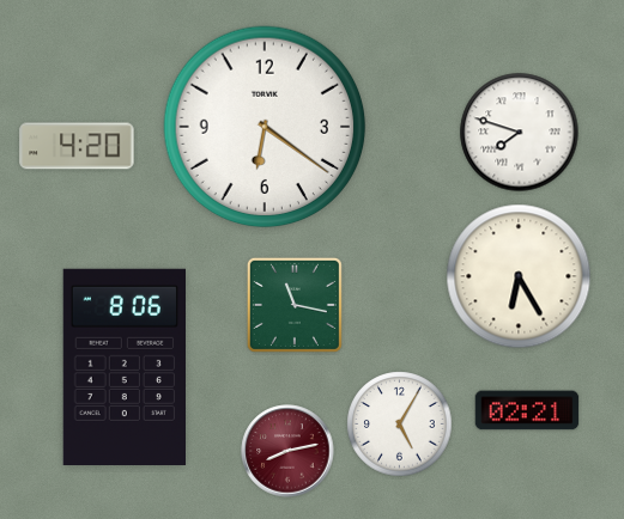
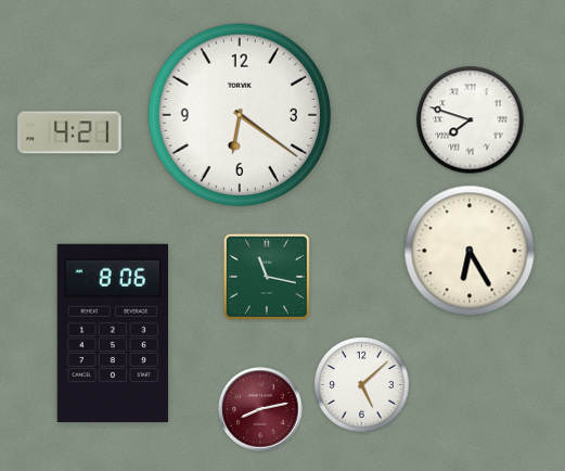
clock at (77, 146): 4:20 -> 4:21
clock at (527, 410): 02:21 -> none
clock at (400, 425): 5:05 -> 5:08
